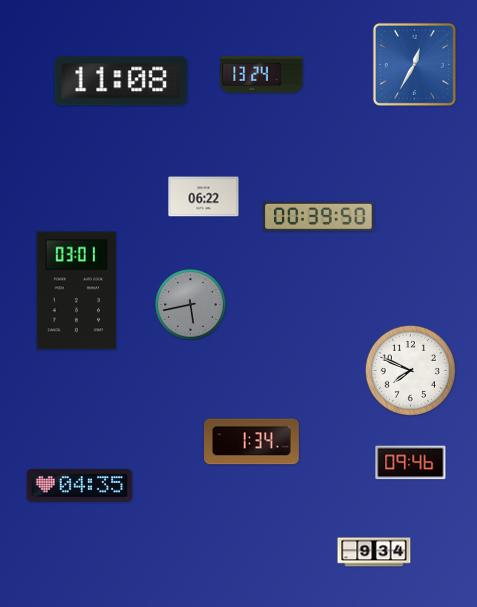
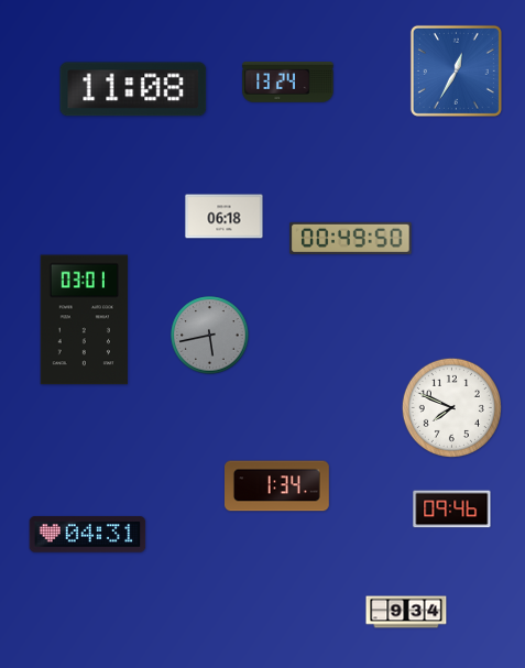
clock at (204, 197): 06:22 -> 06:18
clock at (319, 216): 00:39 -> 00:49
clock at (80, 486): 04:35 -> 04:31
clock at (374, 552) position: (374, 552) -> (406, 612)
